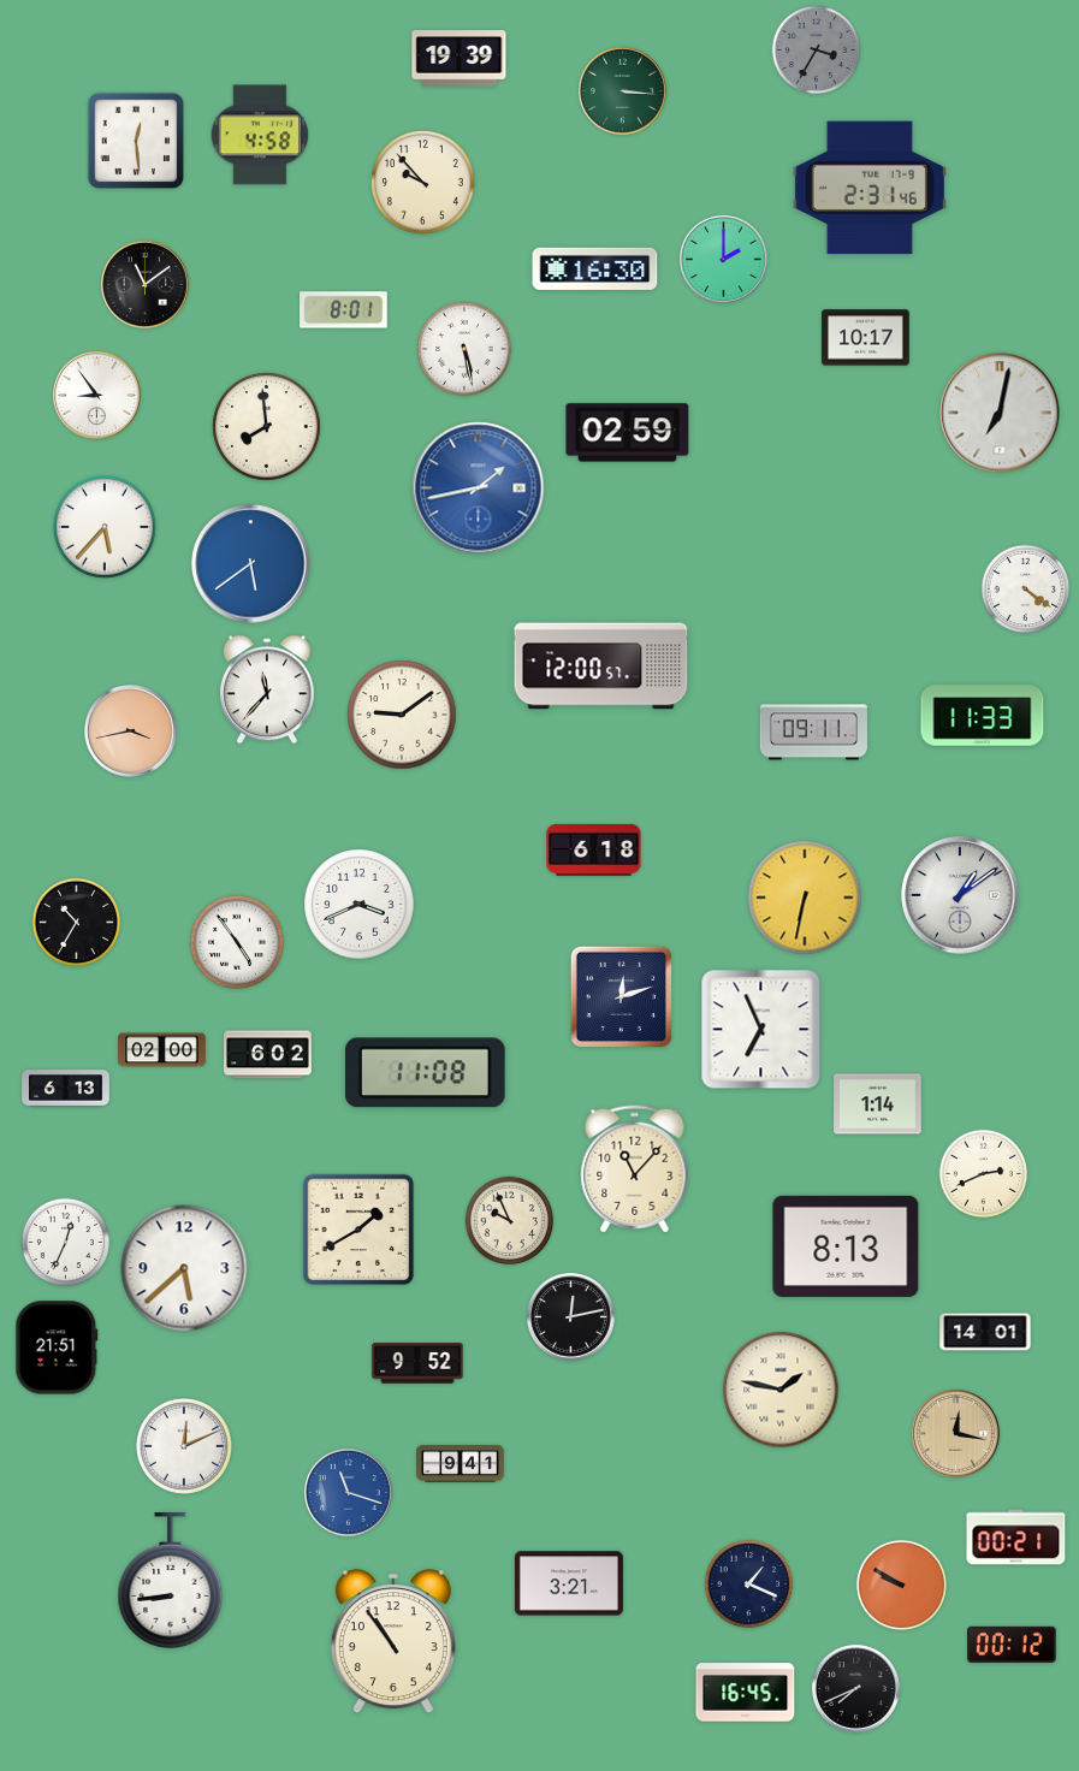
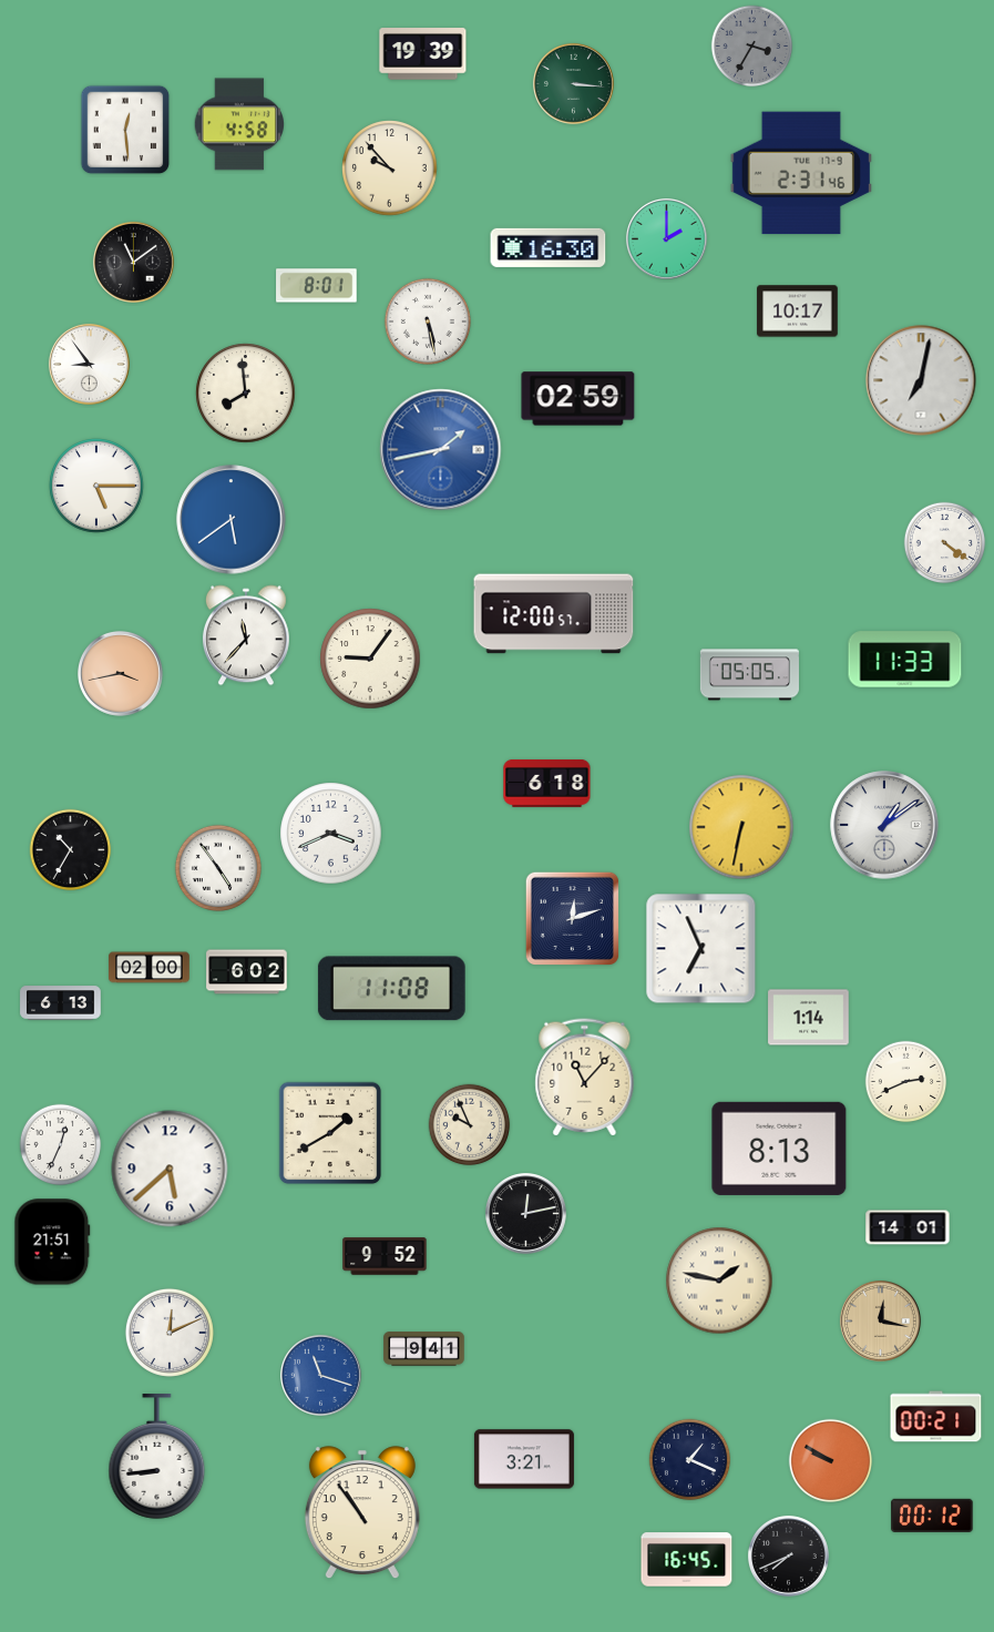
clock at (106, 528): 5:37 -> 5:15
clock at (402, 715): 9:09 -> 9:06
clock at (813, 733): 09:11 -> 05:05
